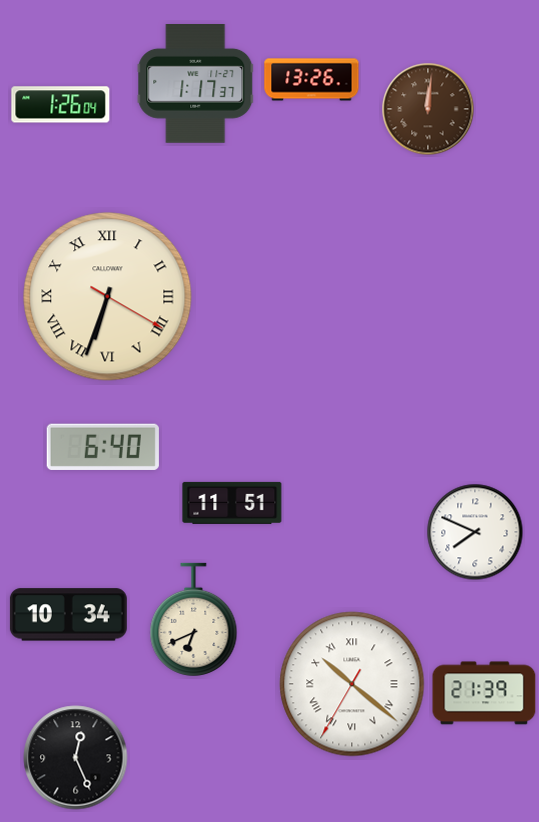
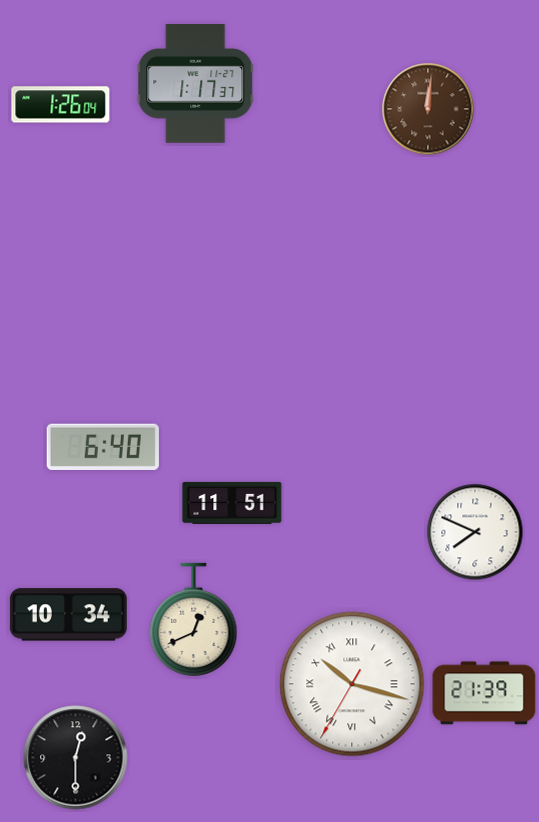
clock at (312, 80): 13:26 -> none
clock at (108, 297): 6:33 -> none
clock at (194, 619): 6:41 -> 12:41
clock at (352, 684): 10:21 -> 10:17
clock at (76, 758): 12:26 -> 12:30
